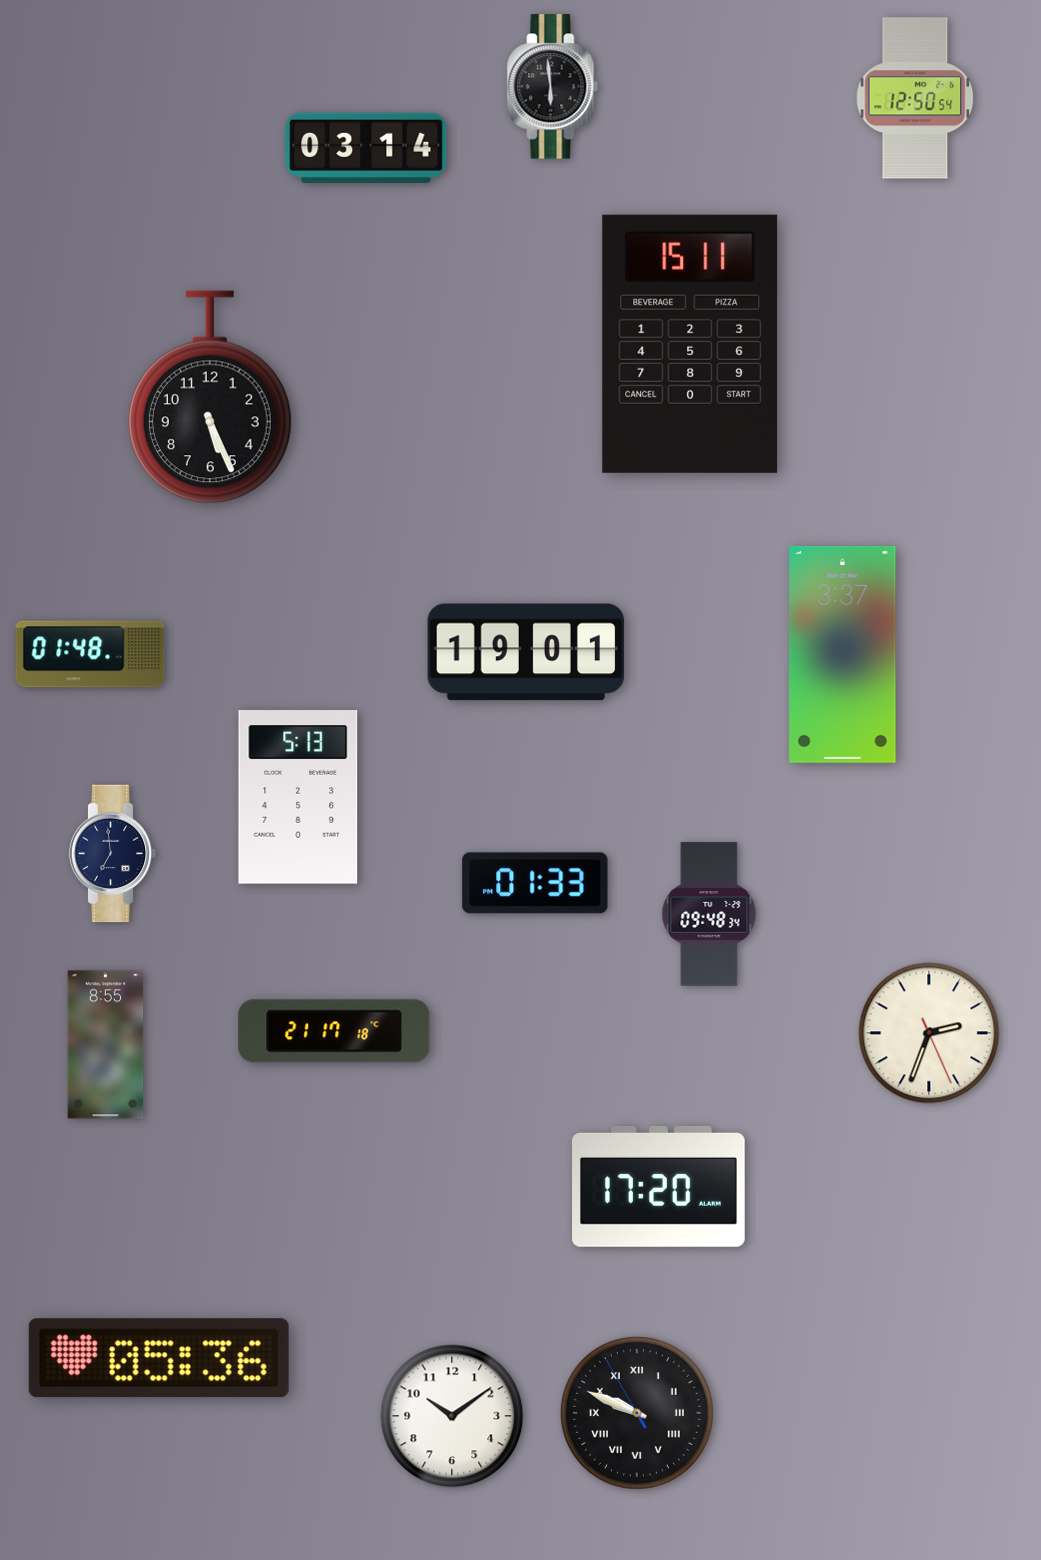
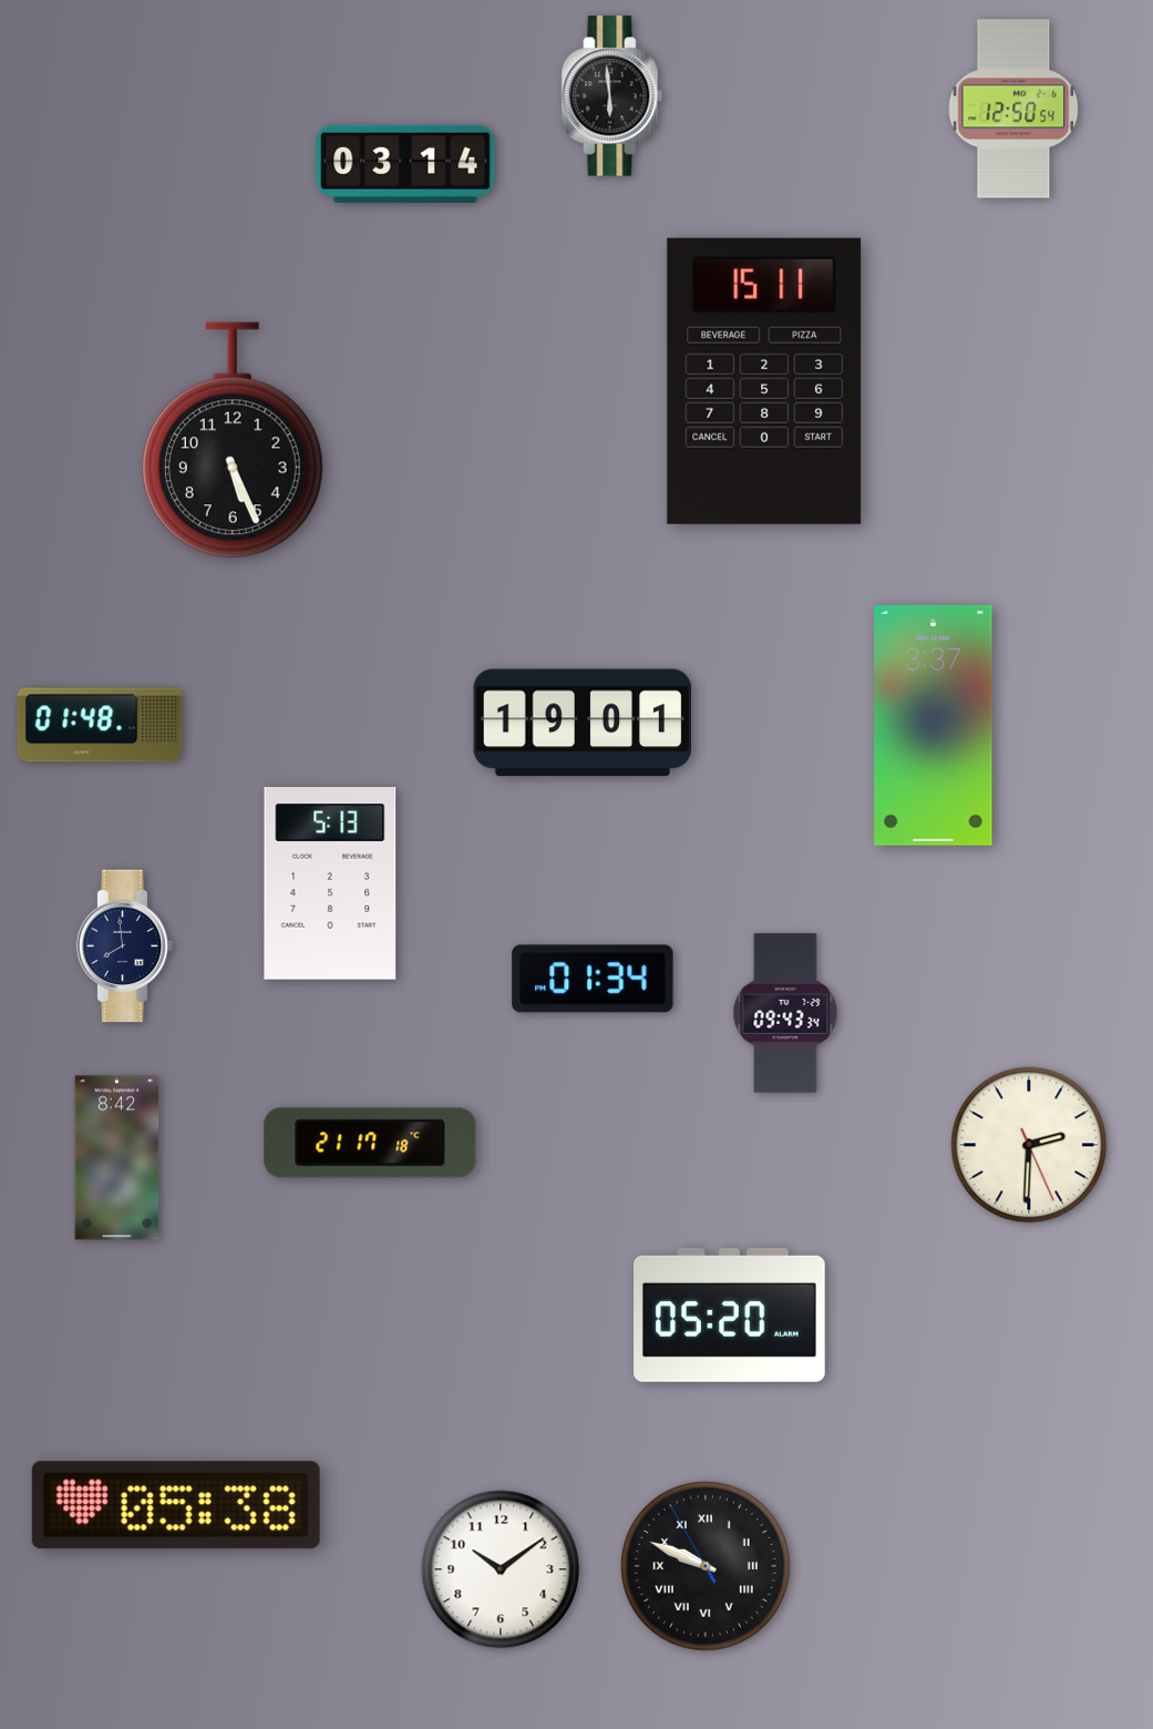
clock at (113, 854): 6:59 -> 7:59
clock at (535, 883): 01:33 -> 01:34
clock at (709, 914): 09:48 -> 09:43
clock at (929, 1033): 2:33 -> 2:30
clock at (106, 1045): 8:55 -> 8:42
clock at (659, 1186): 17:20 -> 05:20
clock at (159, 1358): 05:36 -> 05:38
